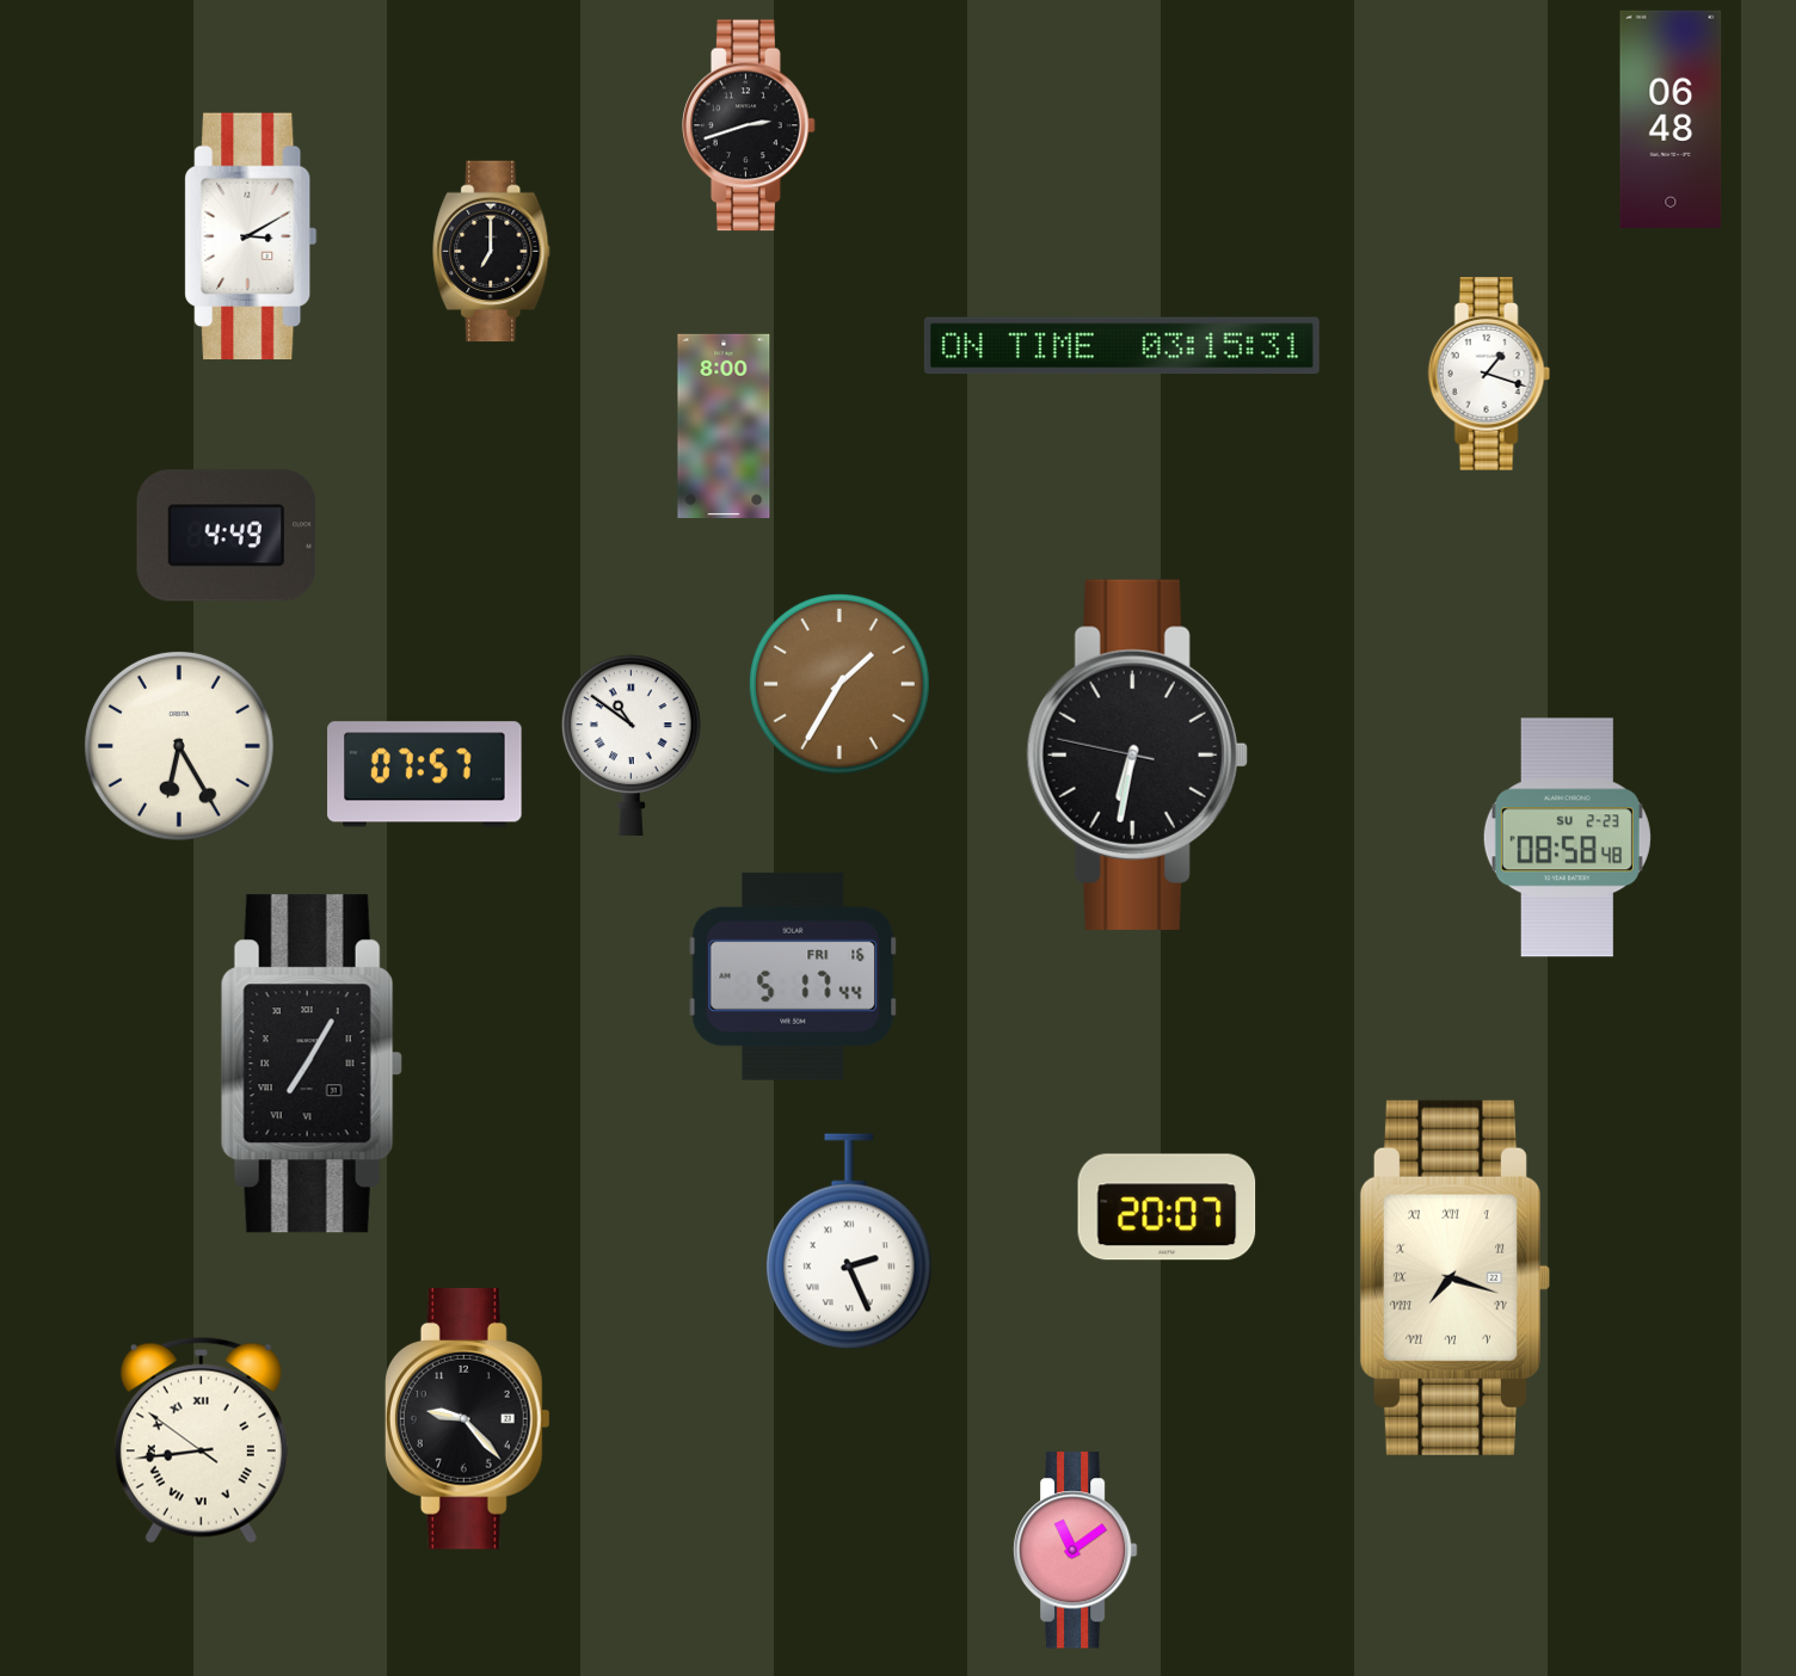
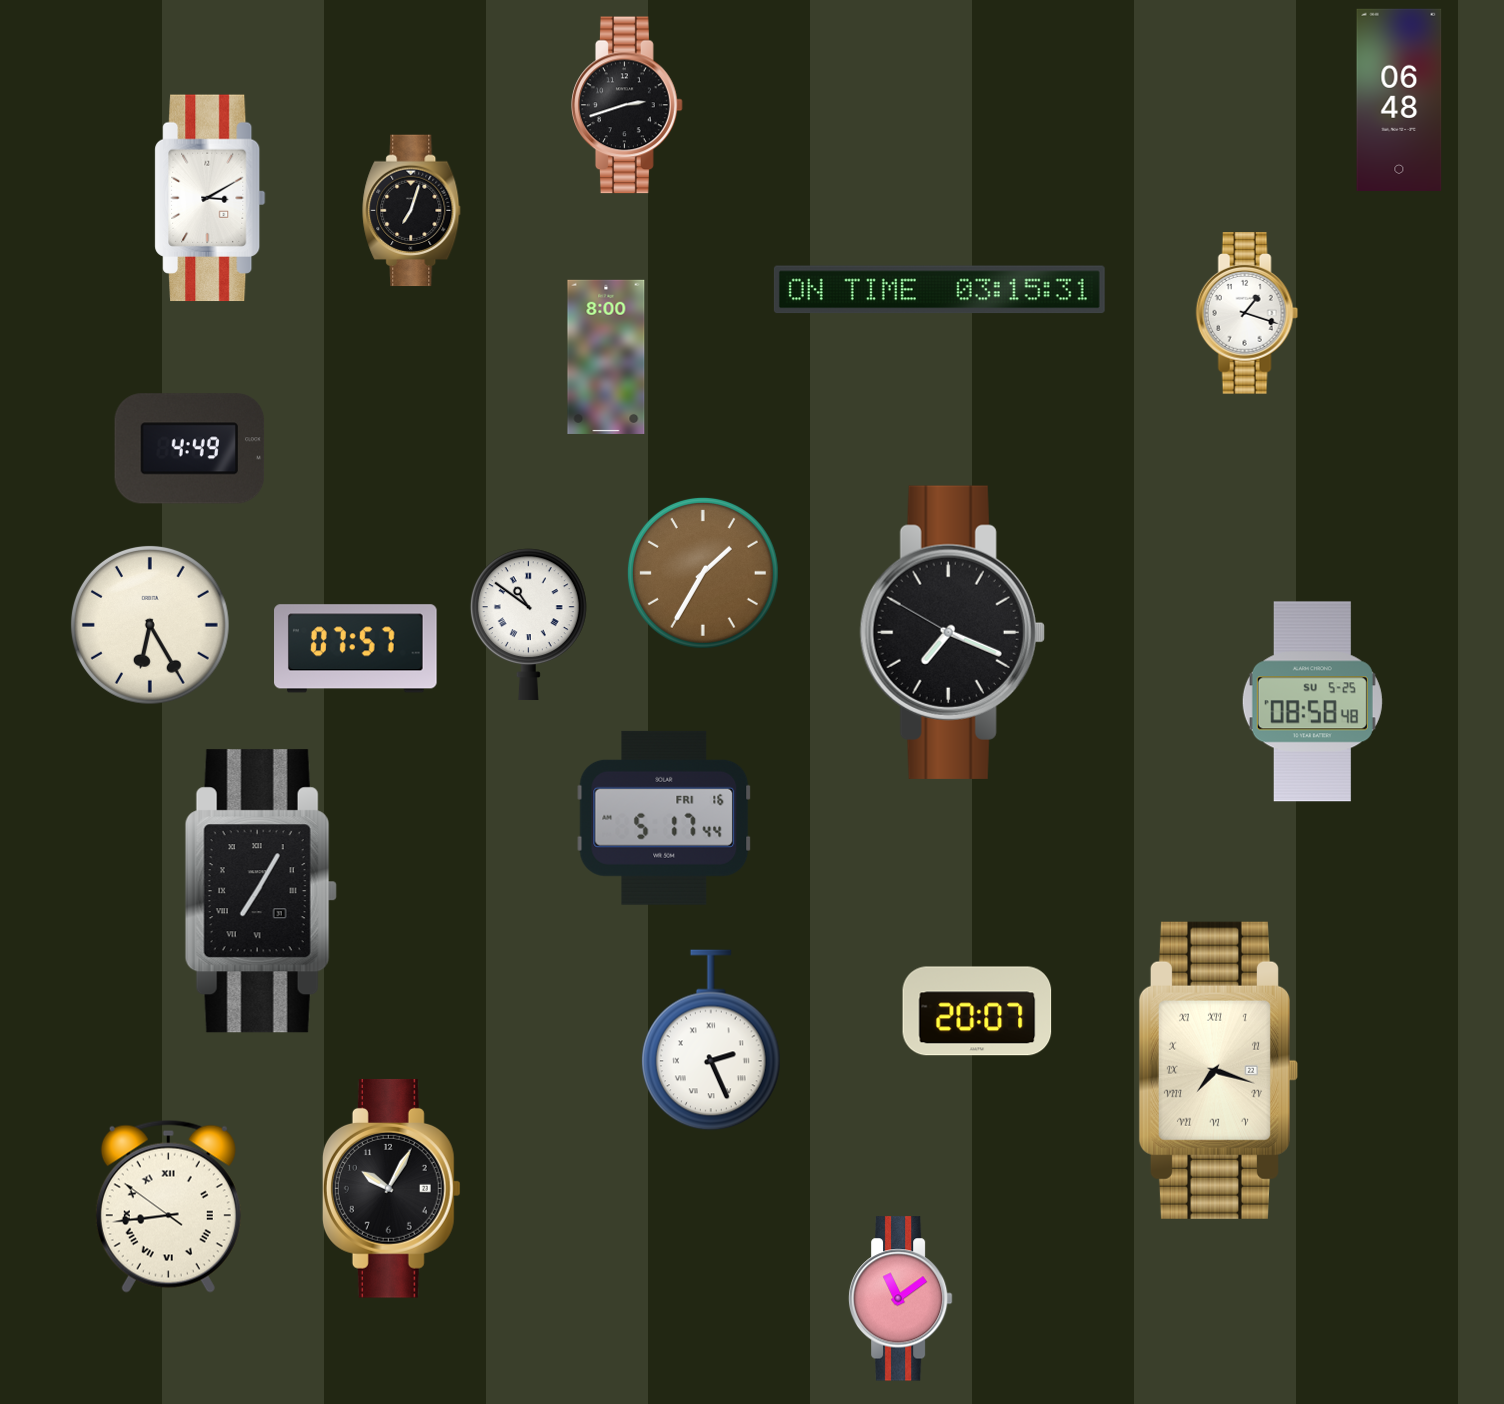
clock at (492, 252): 7:00 -> 7:03
clock at (1137, 754): 6:31 -> 7:18
clock at (1567, 838) date: SU 2-23 -> SU 5-25
clock at (467, 1418): 9:23 -> 10:05
